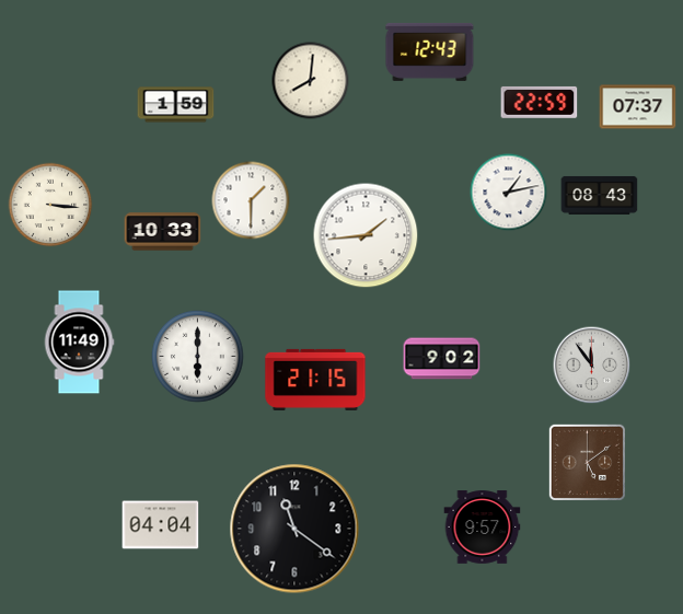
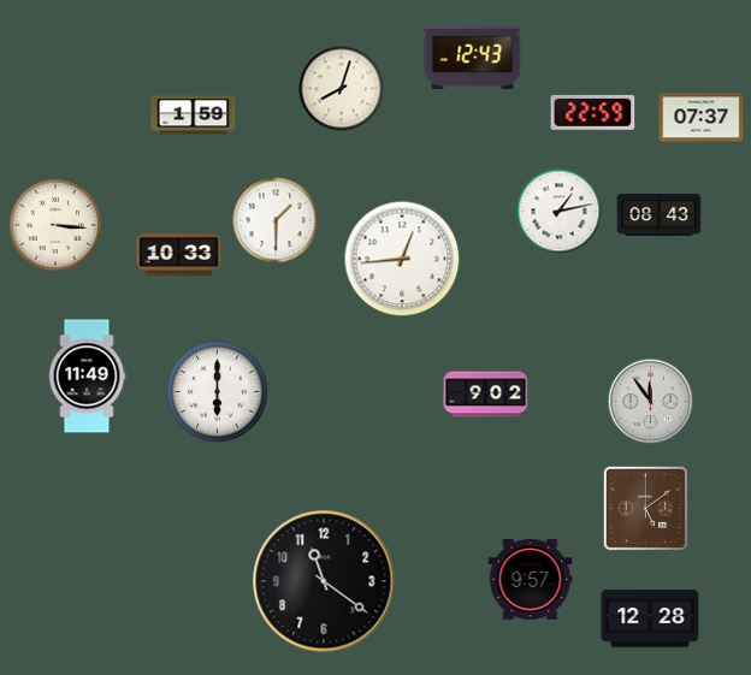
clock at (311, 81): 8:01 -> 8:03
clock at (366, 235): 1:44 -> 12:44
clock at (315, 380): 21:15 -> none
clock at (161, 525): 04:04 -> none
clock at (650, 618): none -> 12:28
